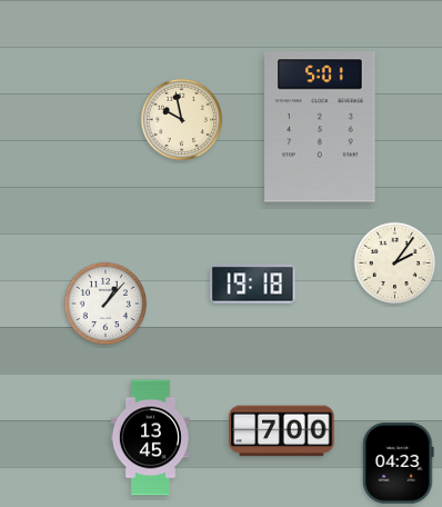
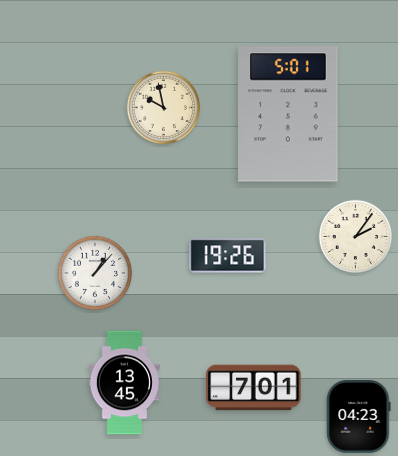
clock at (253, 285): 19:18 -> 19:26
clock at (282, 431): 7:00 -> 7:01
clock at (150, 438) position: (150, 438) -> (124, 383)
